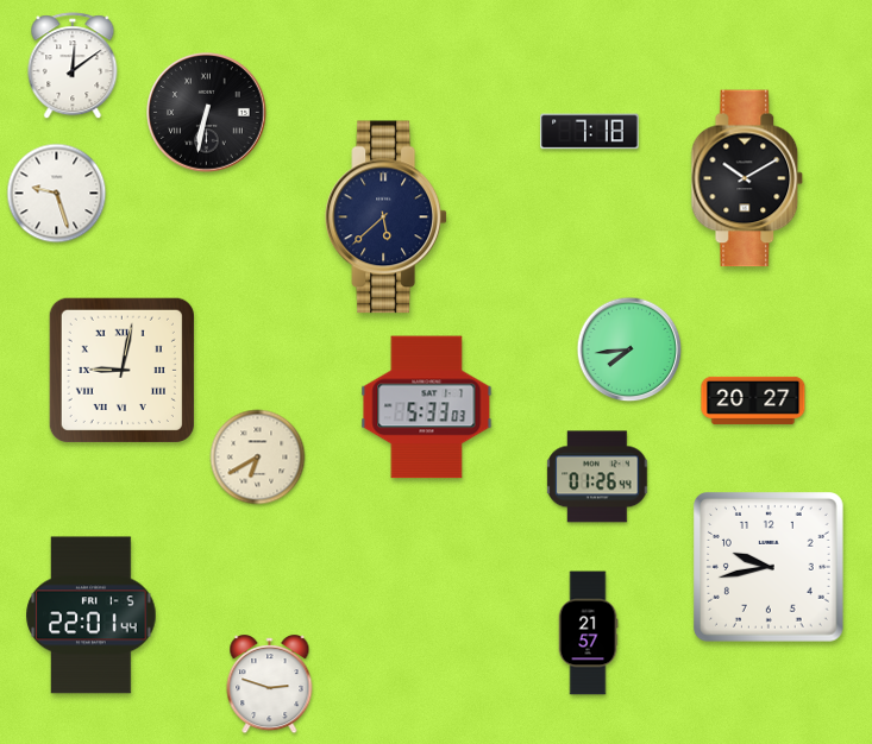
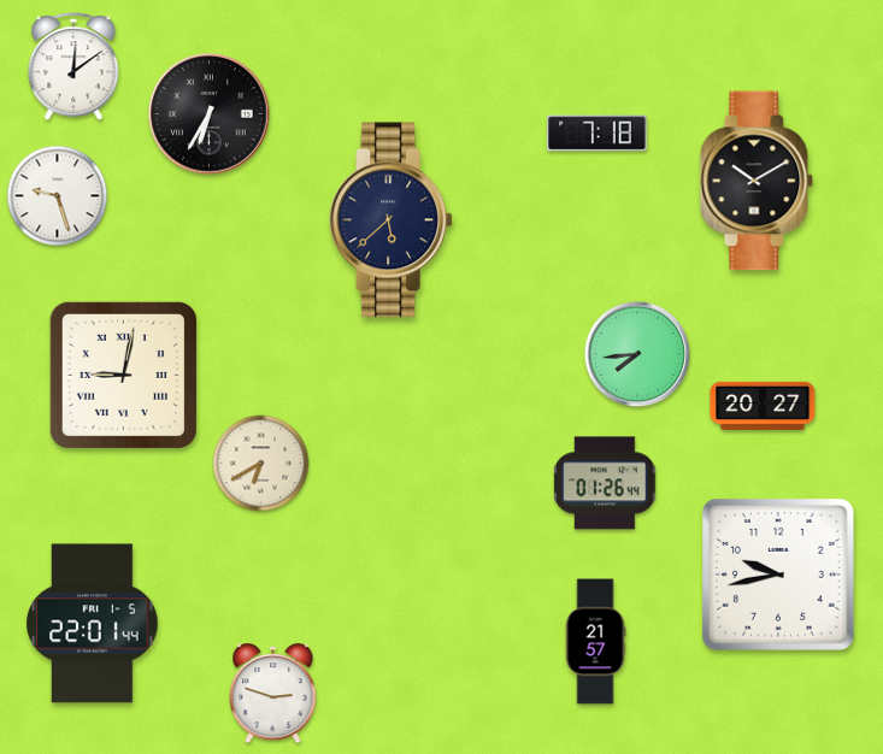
clock at (207, 113): 6:32 -> 6:35
clock at (427, 408): 5:33 -> none
